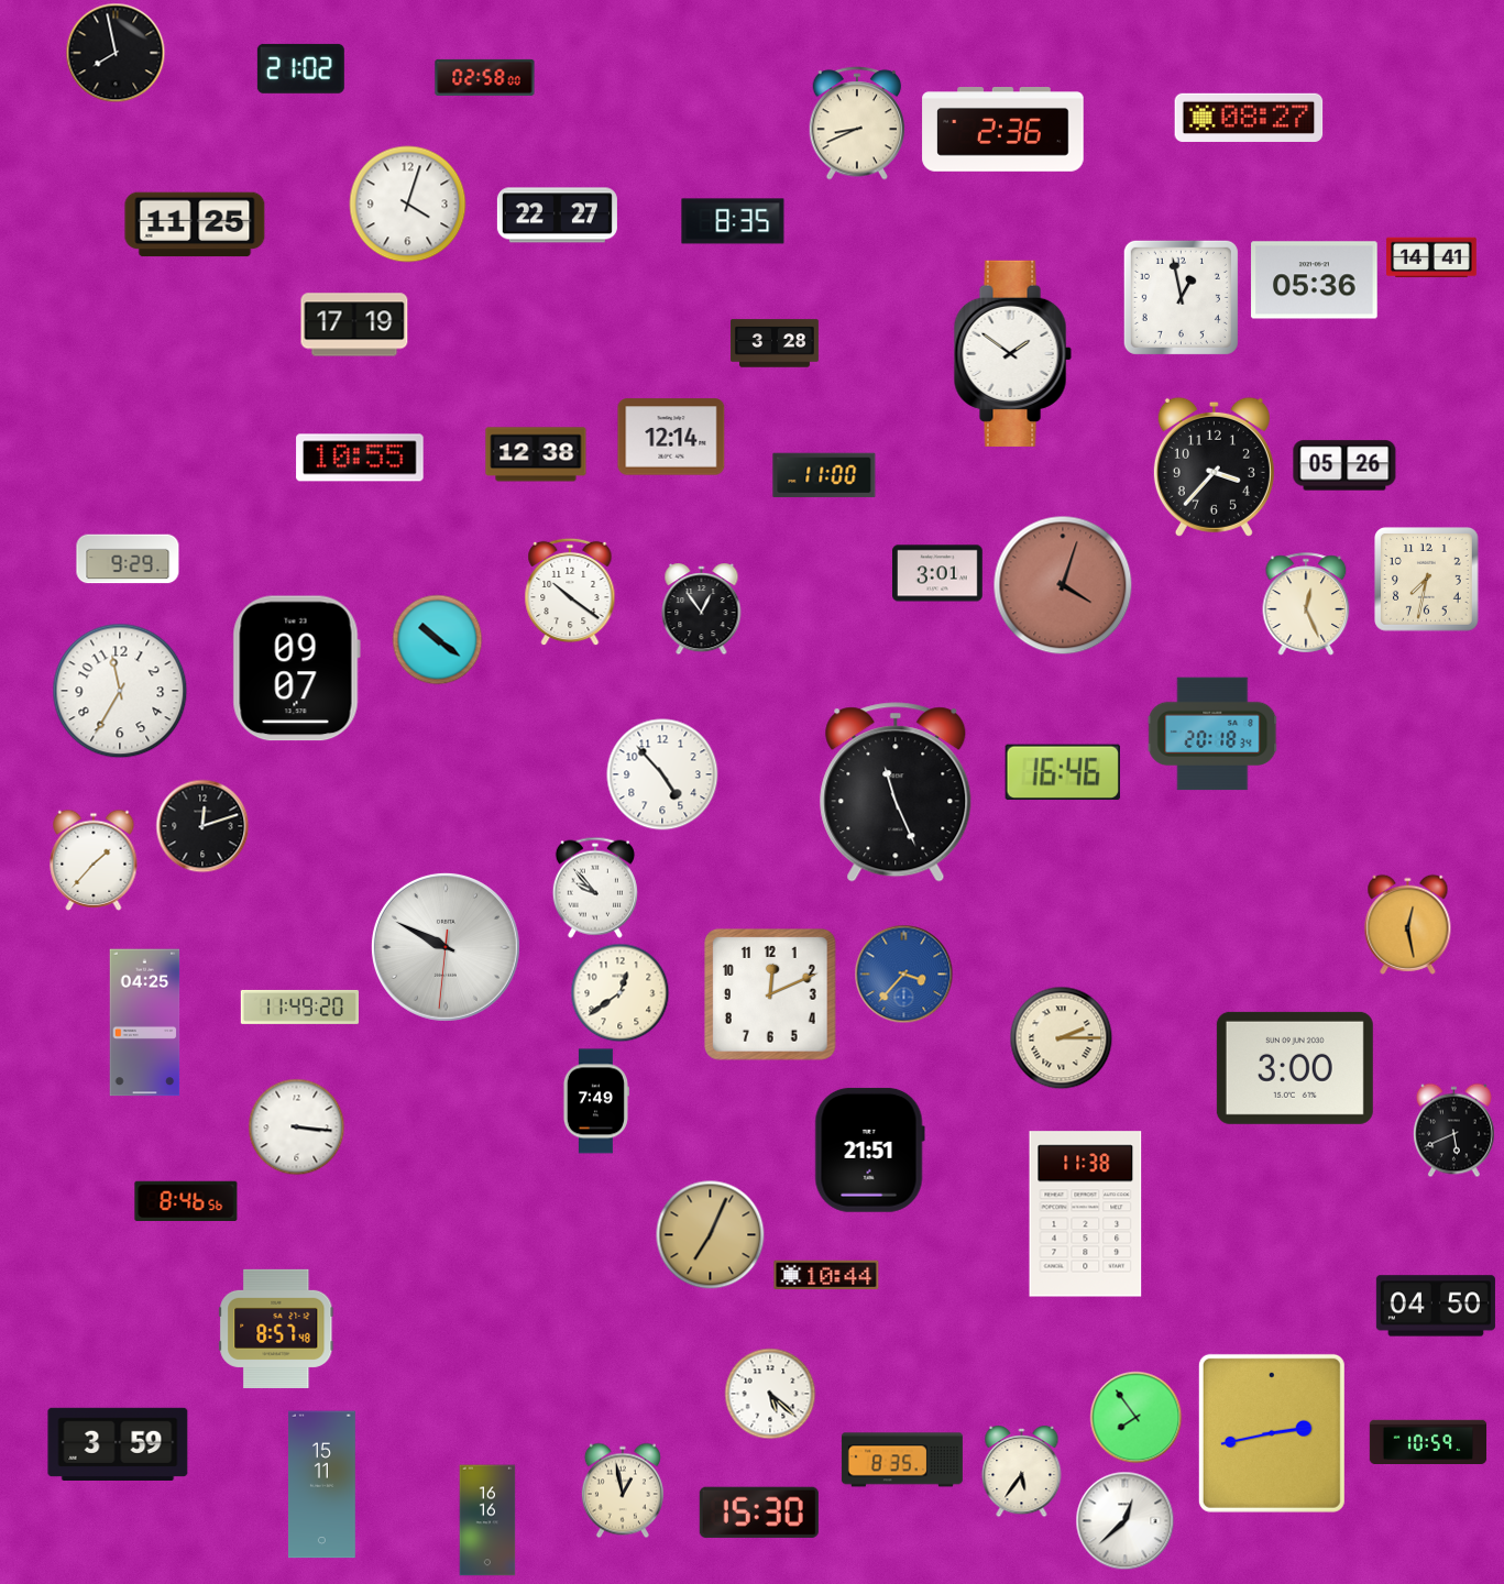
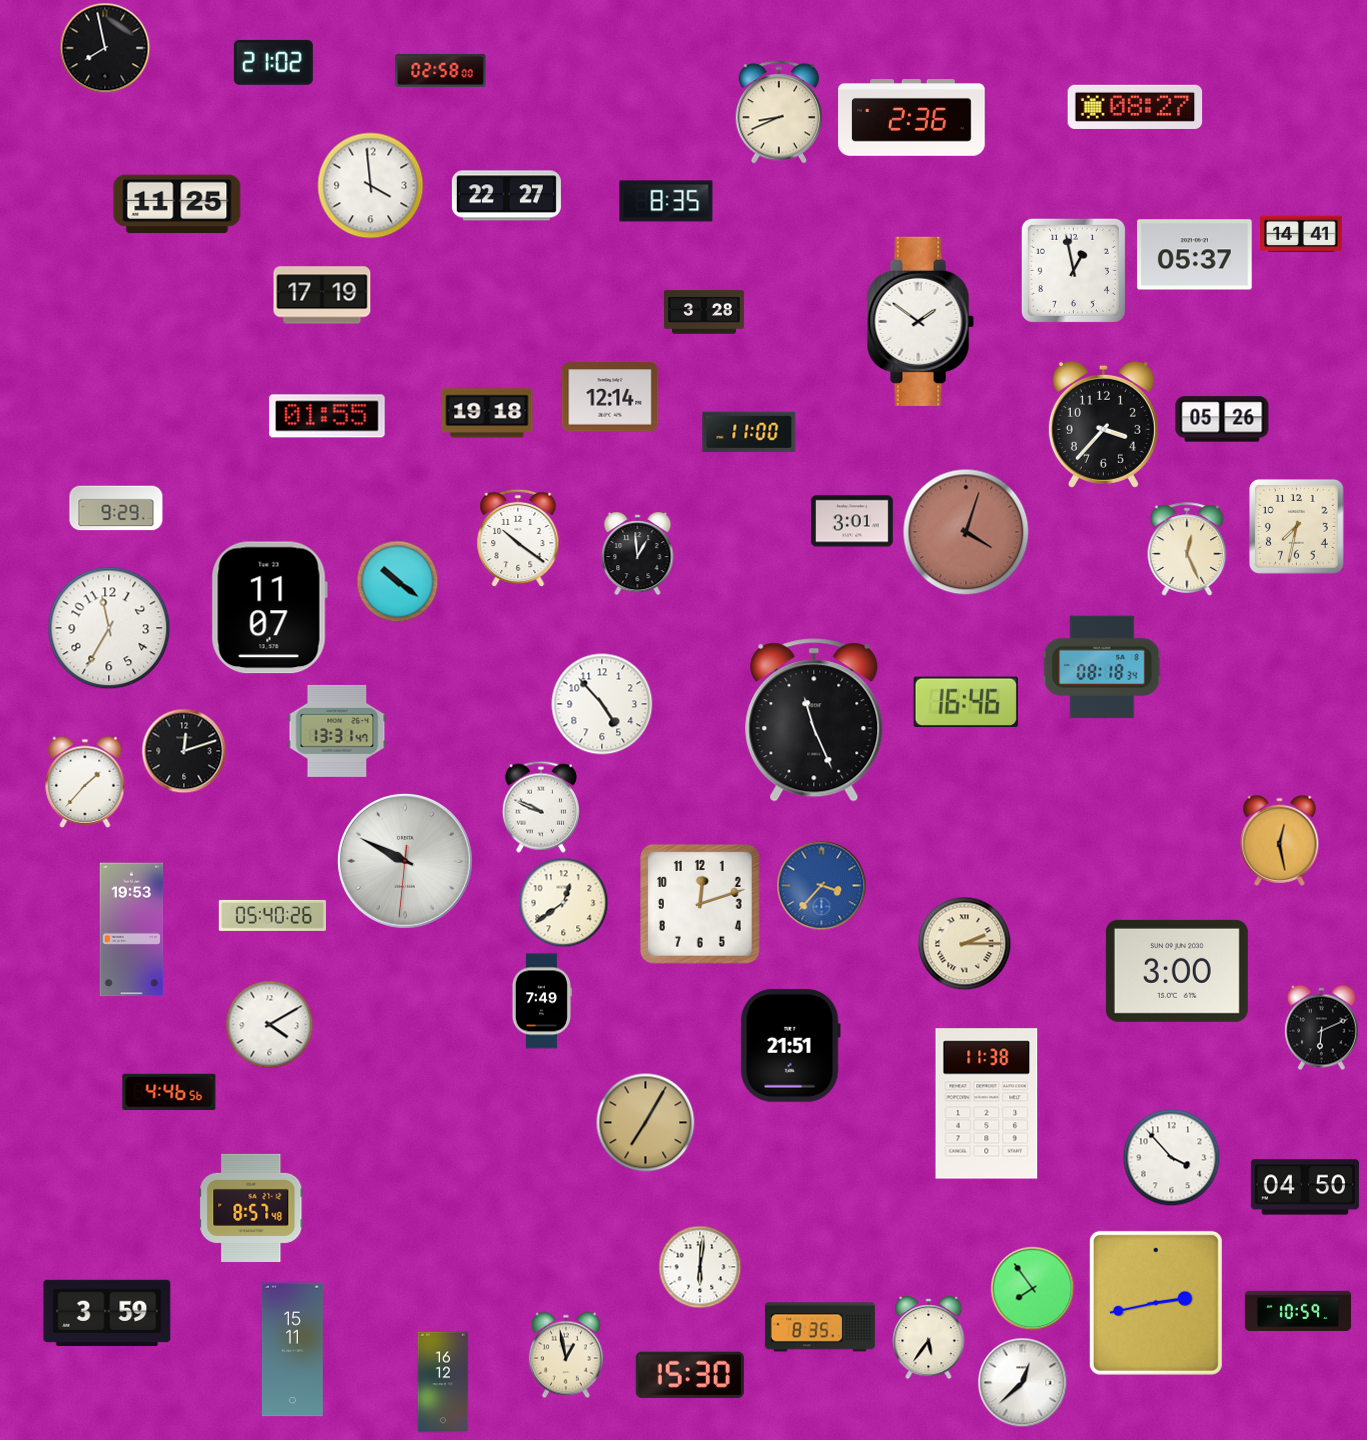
clock at (408, 205): 4:03 -> 3:59
clock at (1315, 280): 05:36 -> 05:37
clock at (536, 454): 12:38 -> 19:18
clock at (360, 458): 10:55 -> 01:55
clock at (1344, 465) position: (1344, 465) -> (1222, 419)
clock at (702, 610): 12:54 -> 12:59
clock at (296, 669): 09:07 -> 11:07
clock at (1212, 734): 20:18 -> 08:18
clock at (337, 731): none -> 13:31
clock at (595, 888): 9:53 -> 9:49
clock at (770, 994): 12:11 -> 12:12
clock at (299, 1007): 11:49 -> 05:40
clock at (145, 1023): 04:25 -> 19:53
clock at (297, 1127): 3:16 -> 4:10
clock at (1453, 1131): 5:41 -> 6:11
clock at (186, 1200): 8:46 -> 4:46
clock at (711, 1235): 7:04 -> 7:05
clock at (826, 1274): 10:44 -> none
clock at (1172, 1158): none -> 3:53
clock at (770, 1394): 5:22 -> 6:01
clock at (487, 1520): 16:16 -> 16:12
